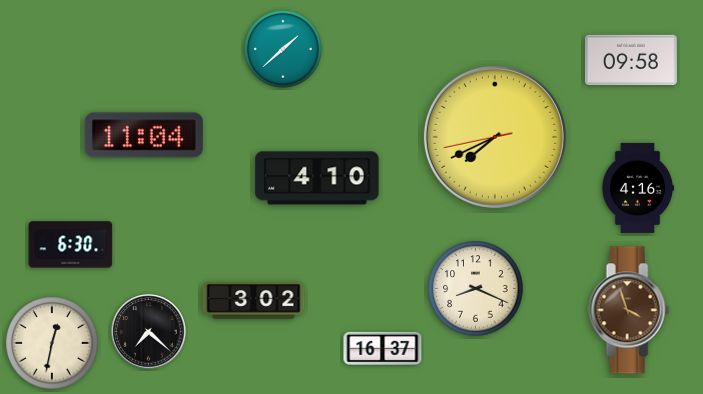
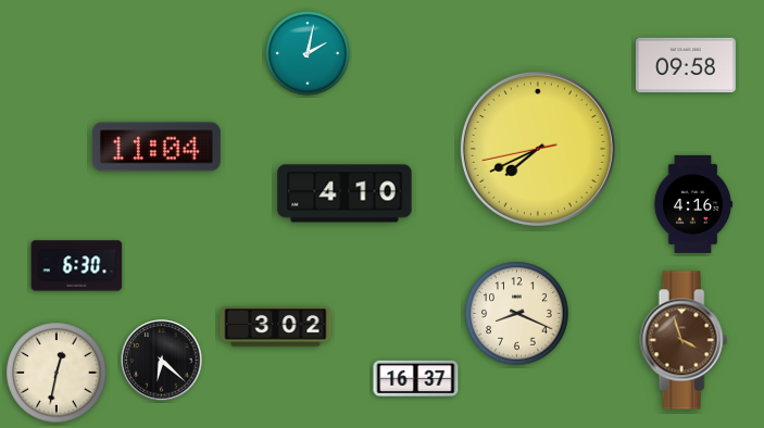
clock at (284, 50): 1:38 -> 2:02
clock at (629, 310) position: (629, 310) -> (684, 340)
clock at (149, 332): 7:22 -> 6:22
